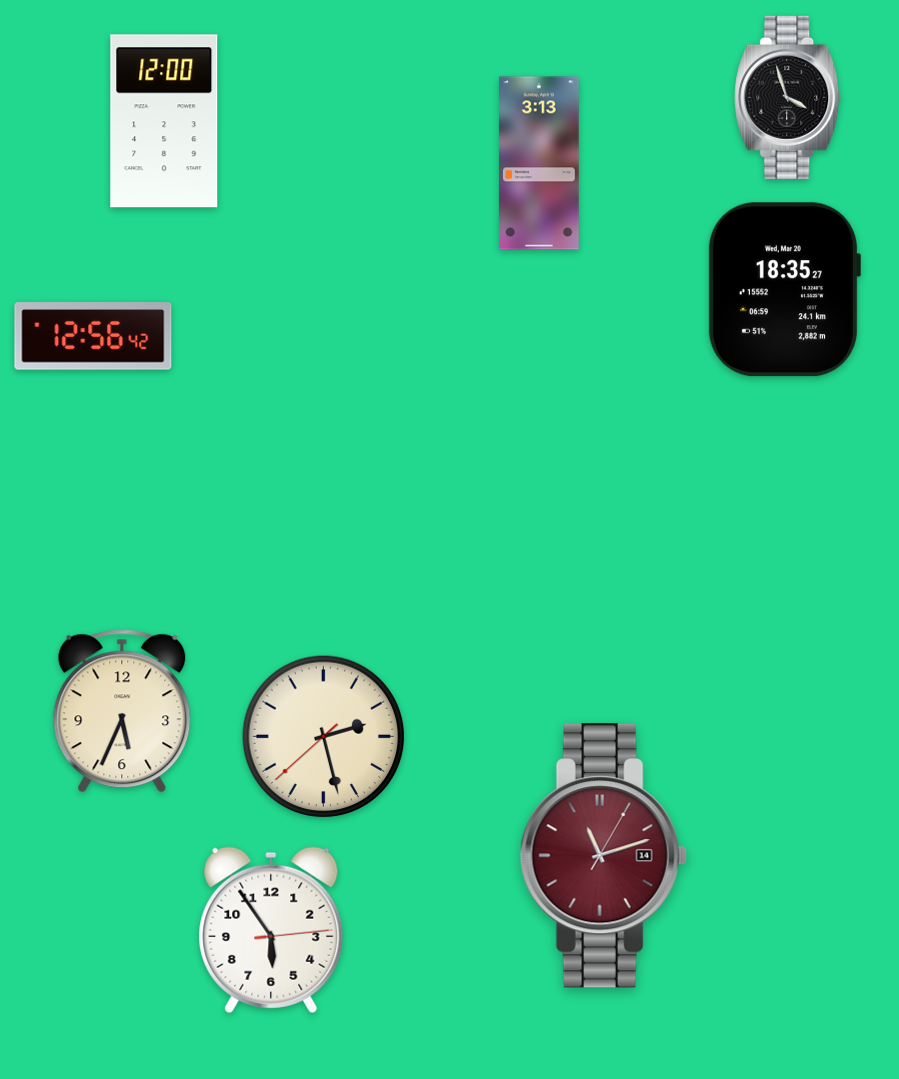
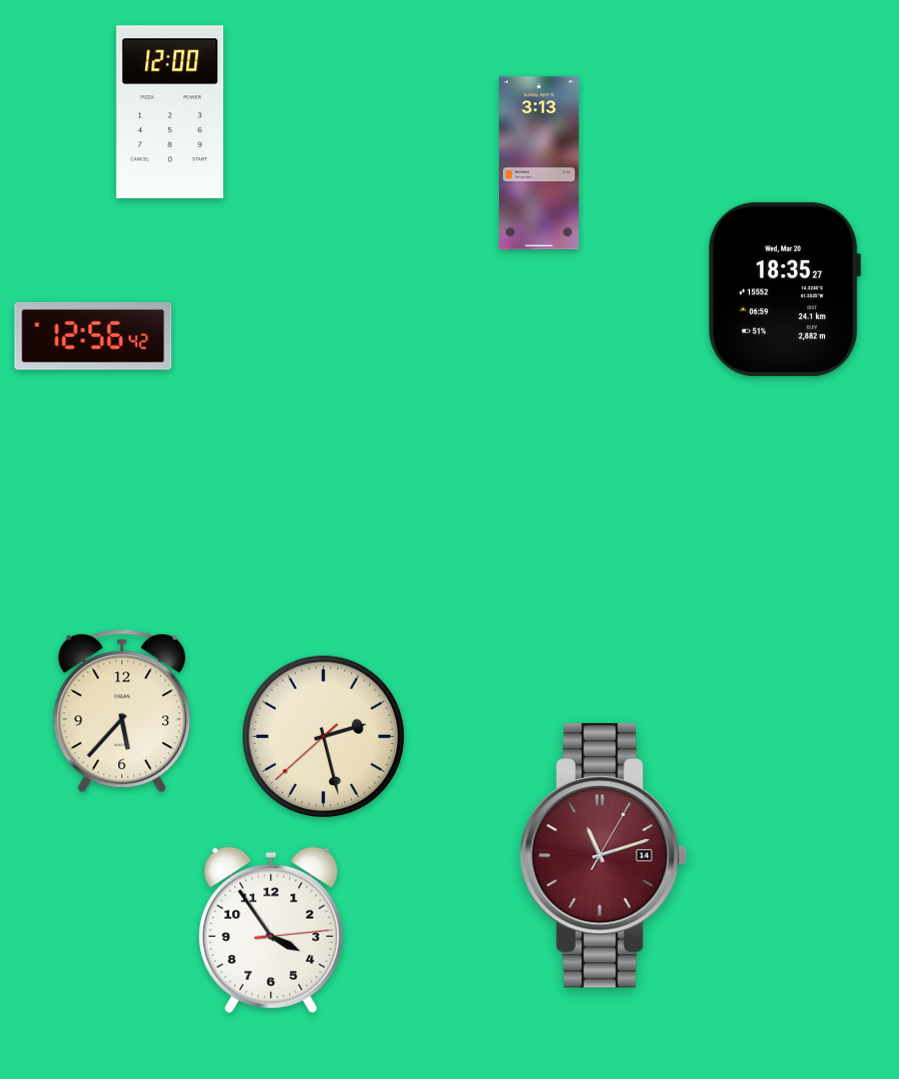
clock at (788, 97): 3:57 -> none
clock at (164, 121) position: (164, 121) -> (170, 112)
clock at (122, 711): 5:34 -> 5:37
clock at (271, 930): 5:54 -> 3:54
